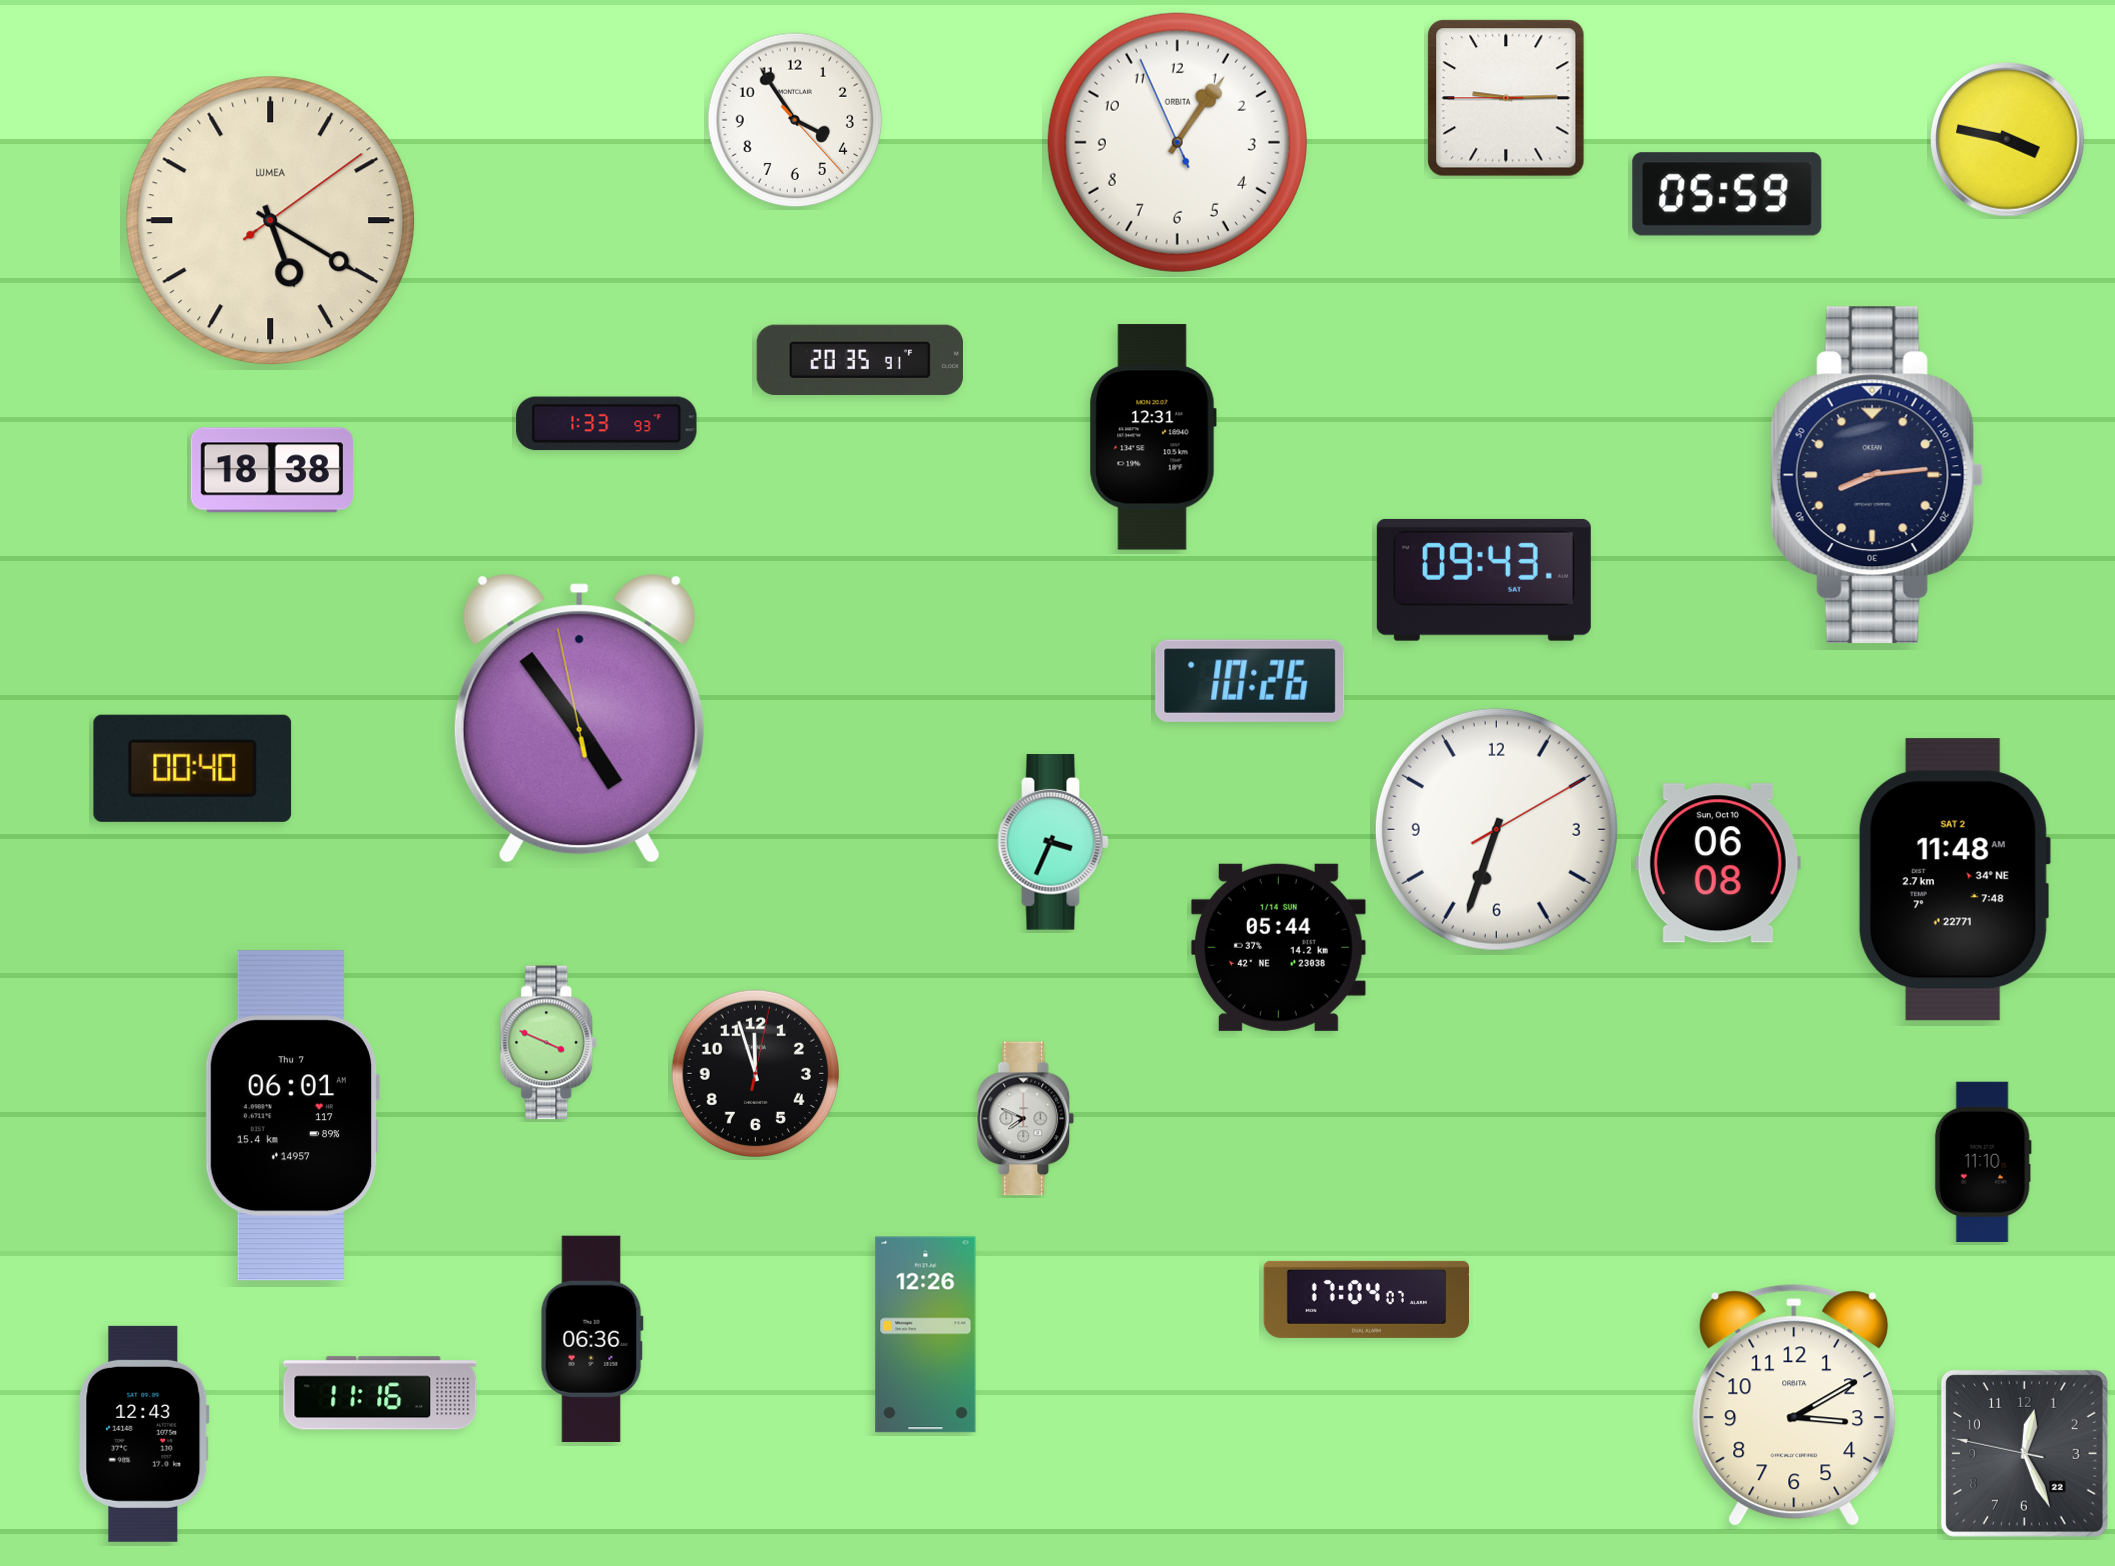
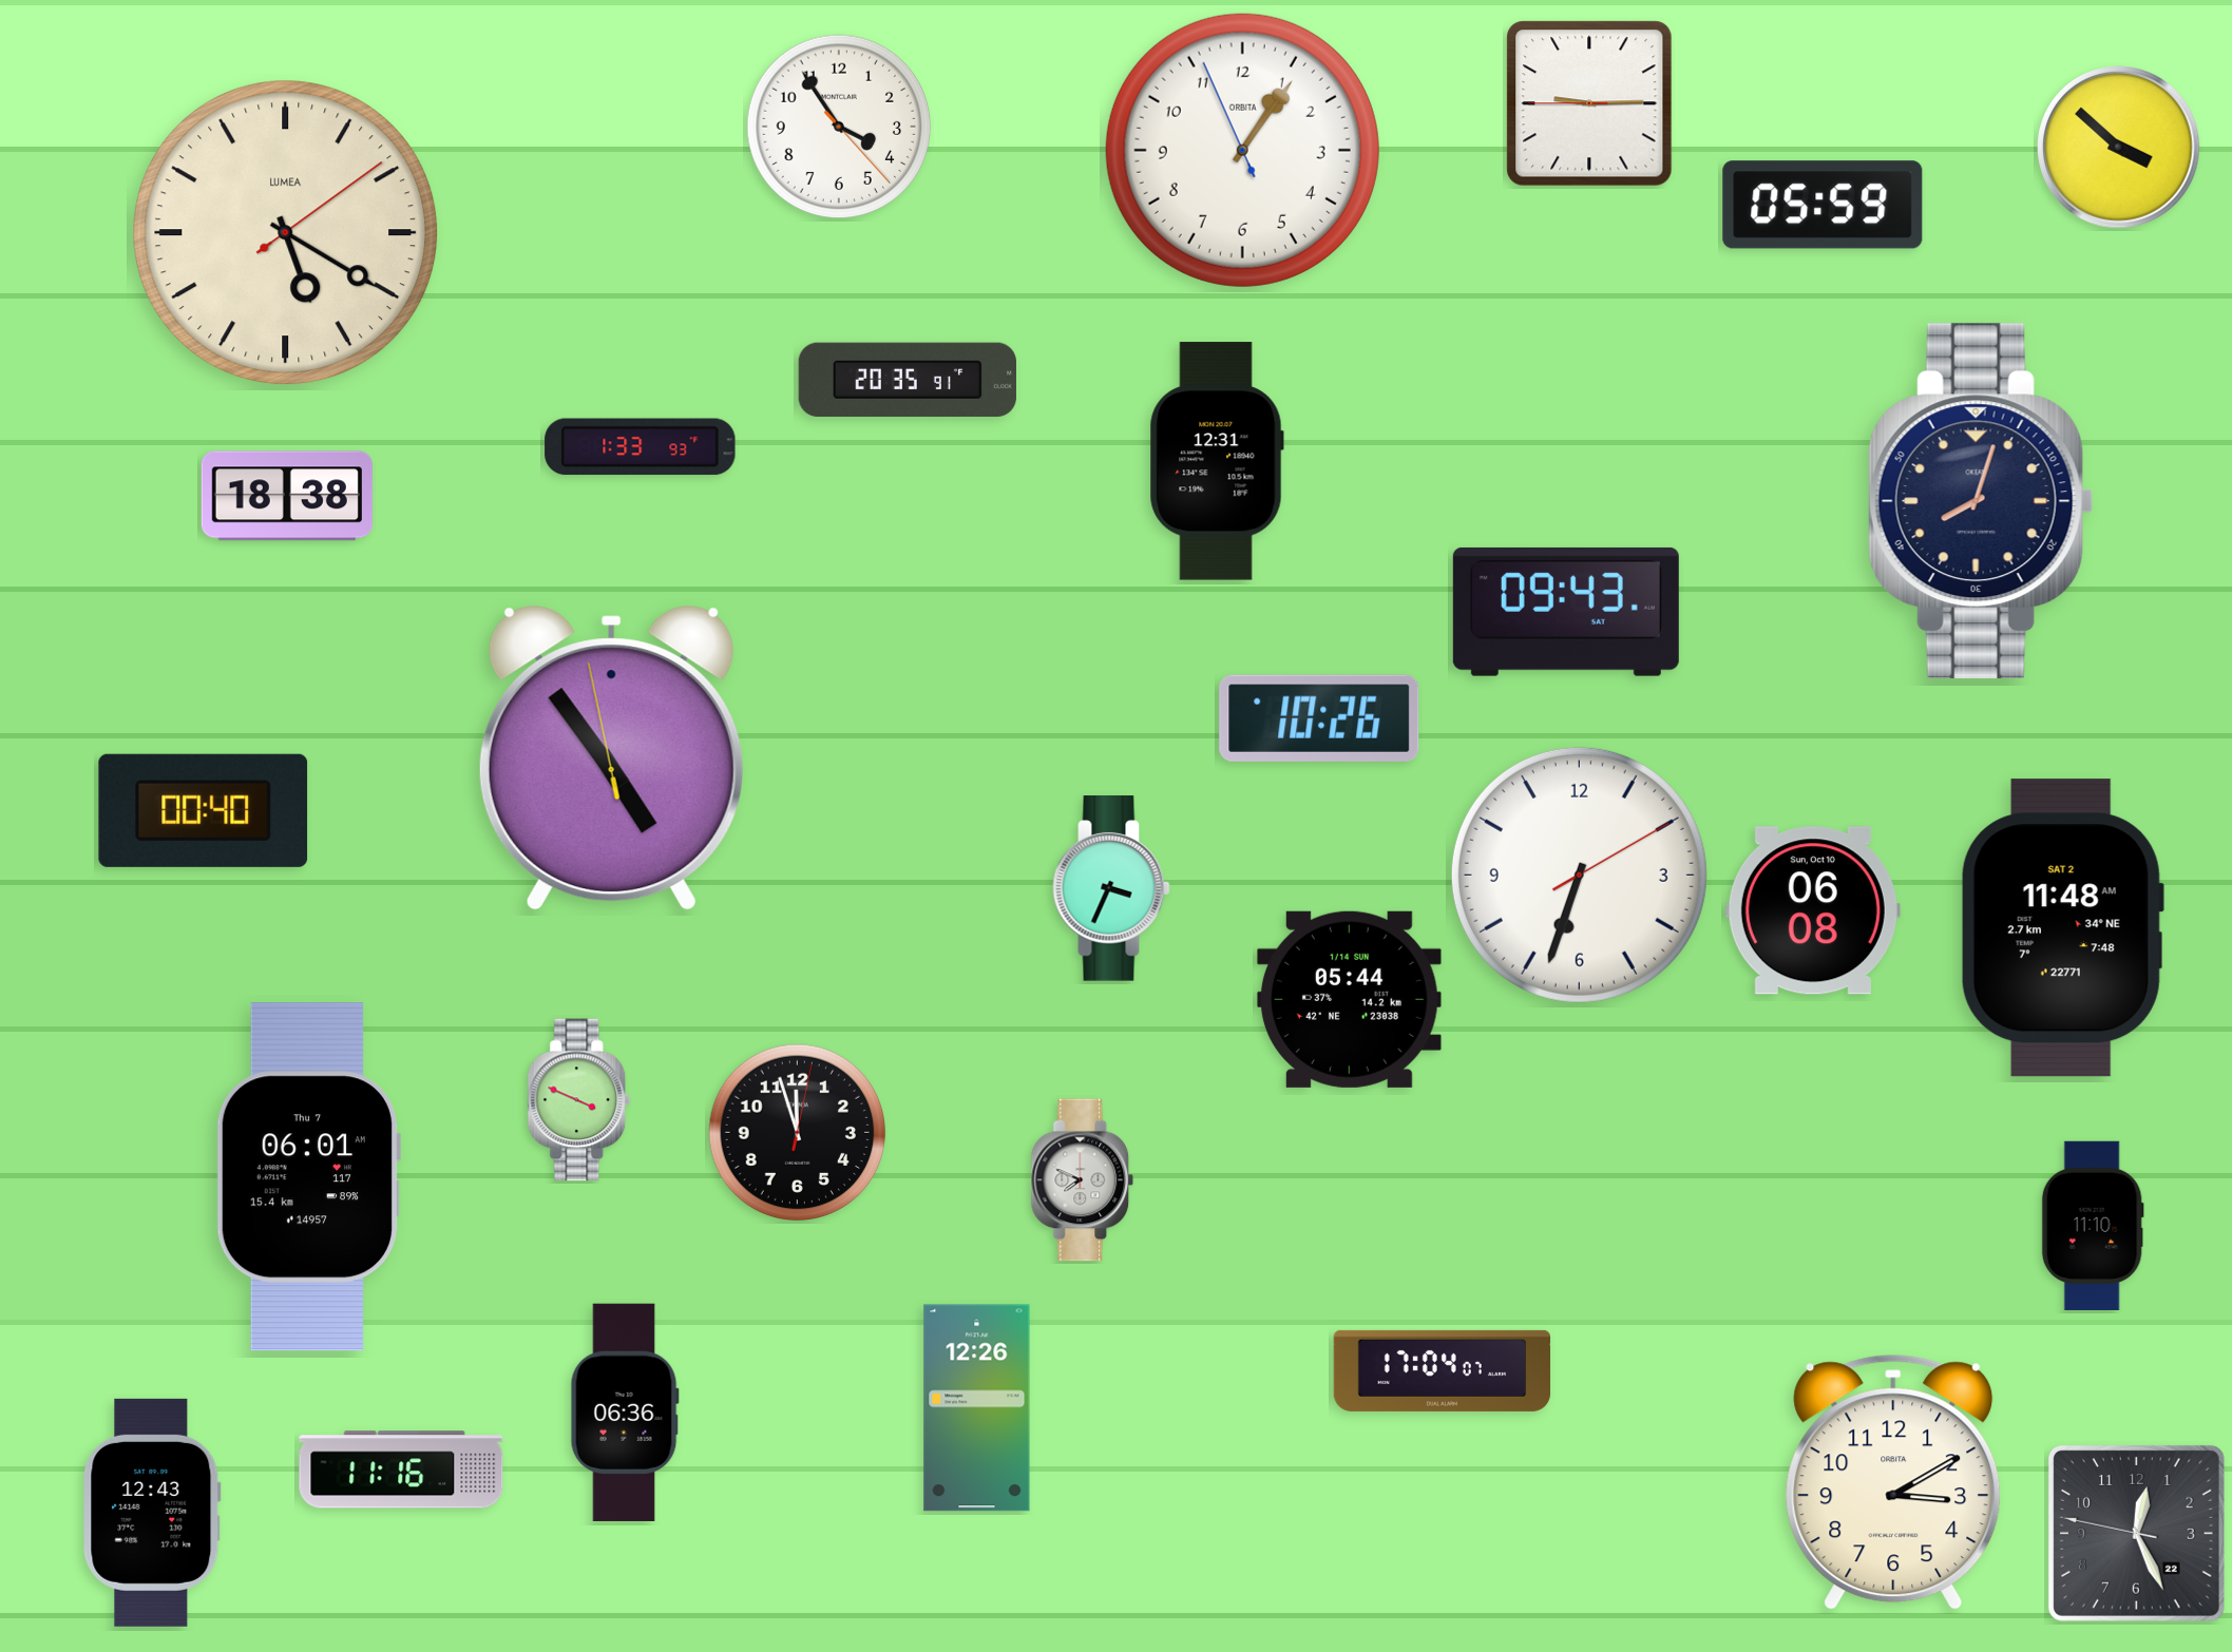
clock at (2008, 140): 3:47 -> 3:52
clock at (1877, 475): 8:14 -> 8:03
